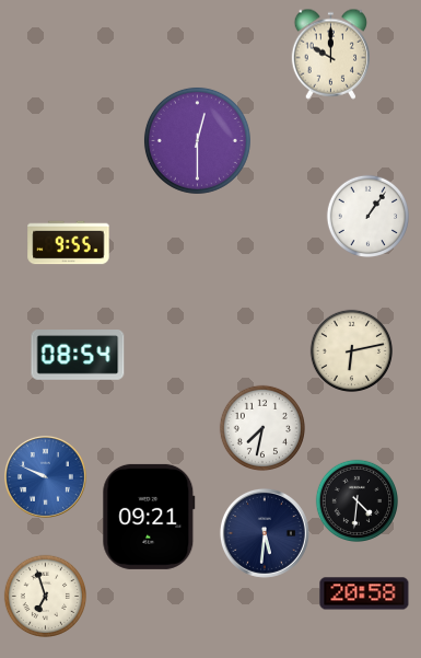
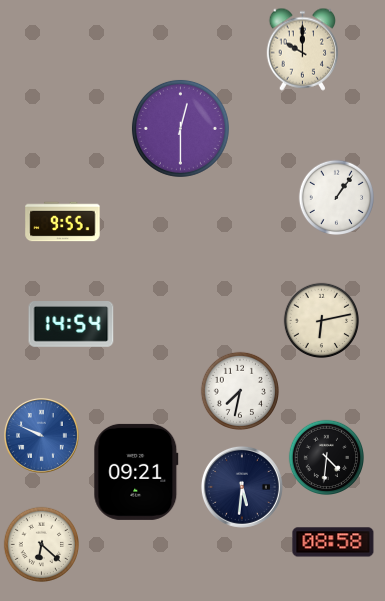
clock at (78, 356): 08:54 -> 14:54
clock at (364, 593): 20:58 -> 08:58
clock at (45, 596): 6:57 -> 6:22
